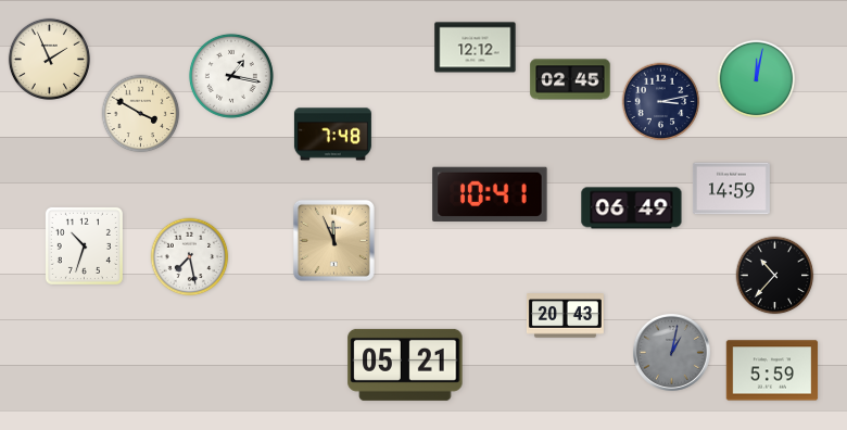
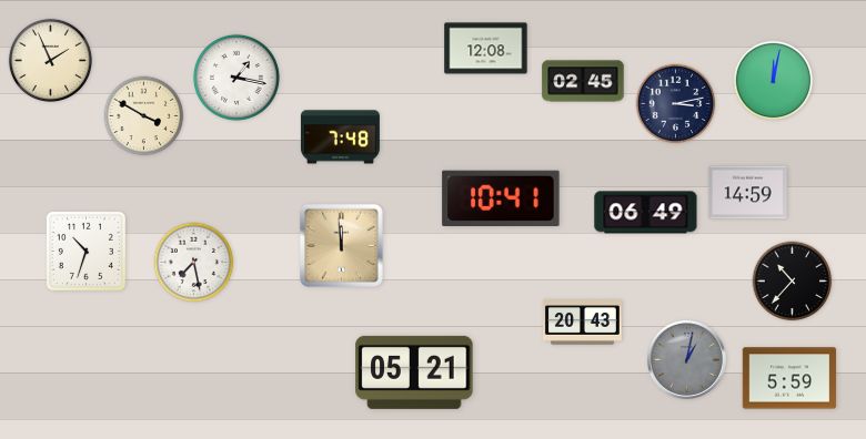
clock at (476, 48): 12:12 -> 12:08
clock at (333, 240): 11:56 -> 11:59
clock at (565, 316) position: (565, 316) -> (582, 323)
